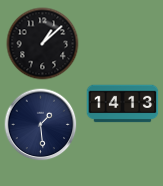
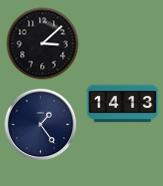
clock at (43, 44): 1:08 -> 3:08
clock at (41, 125): 1:29 -> 1:24
